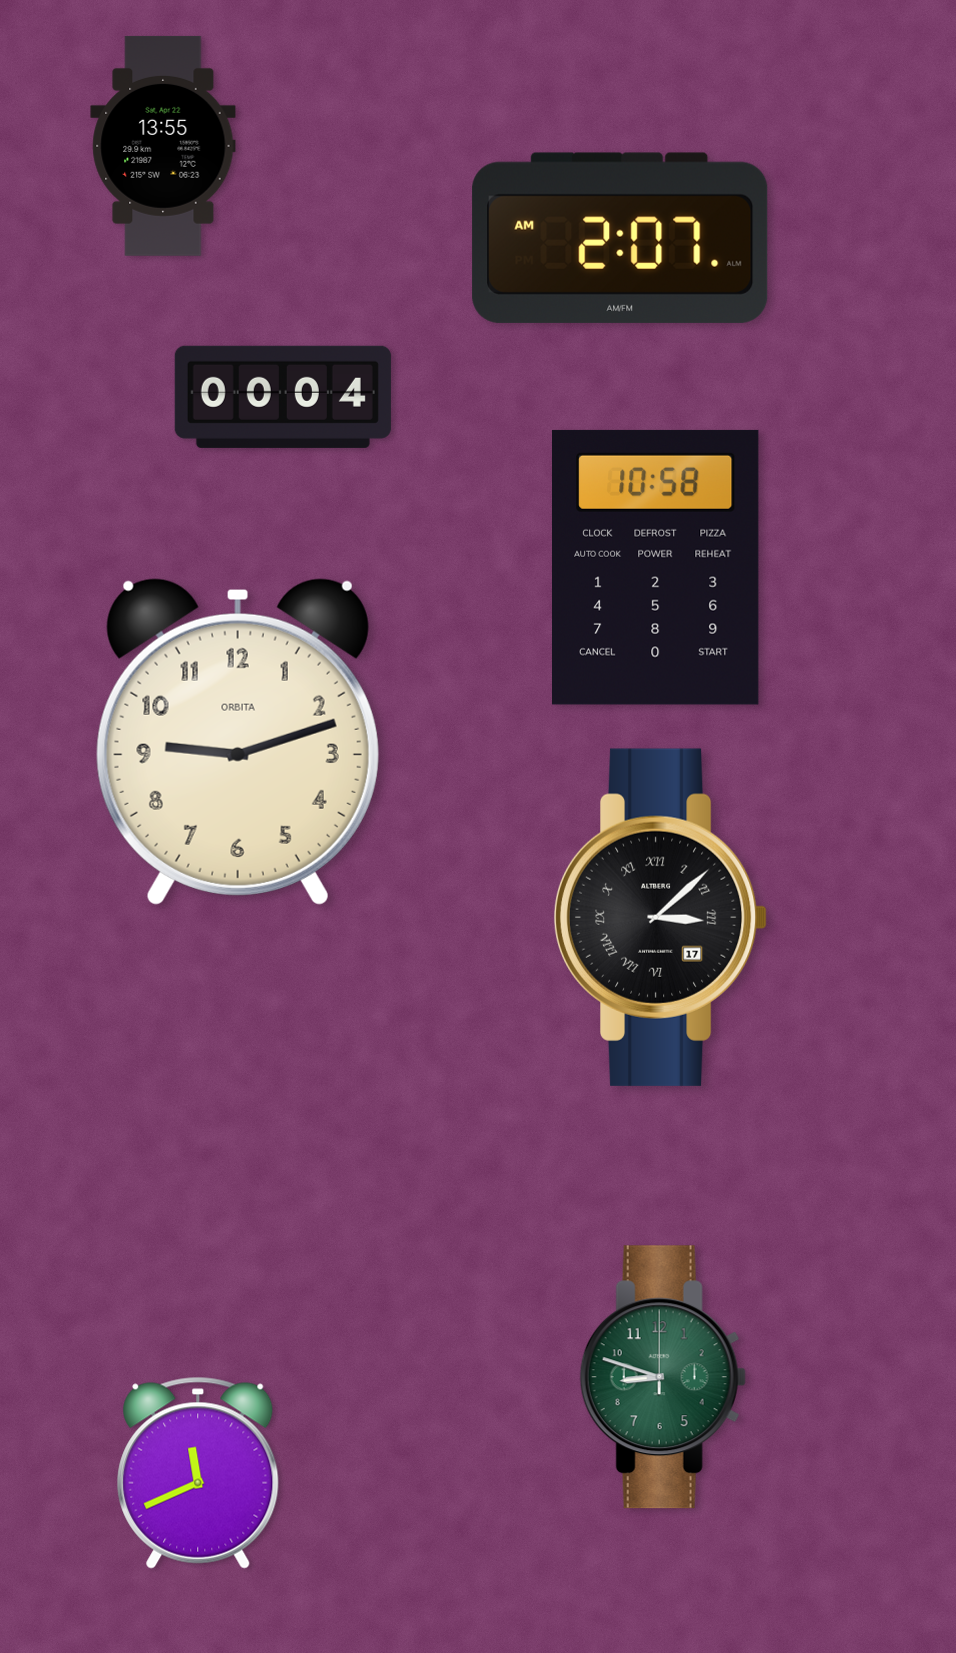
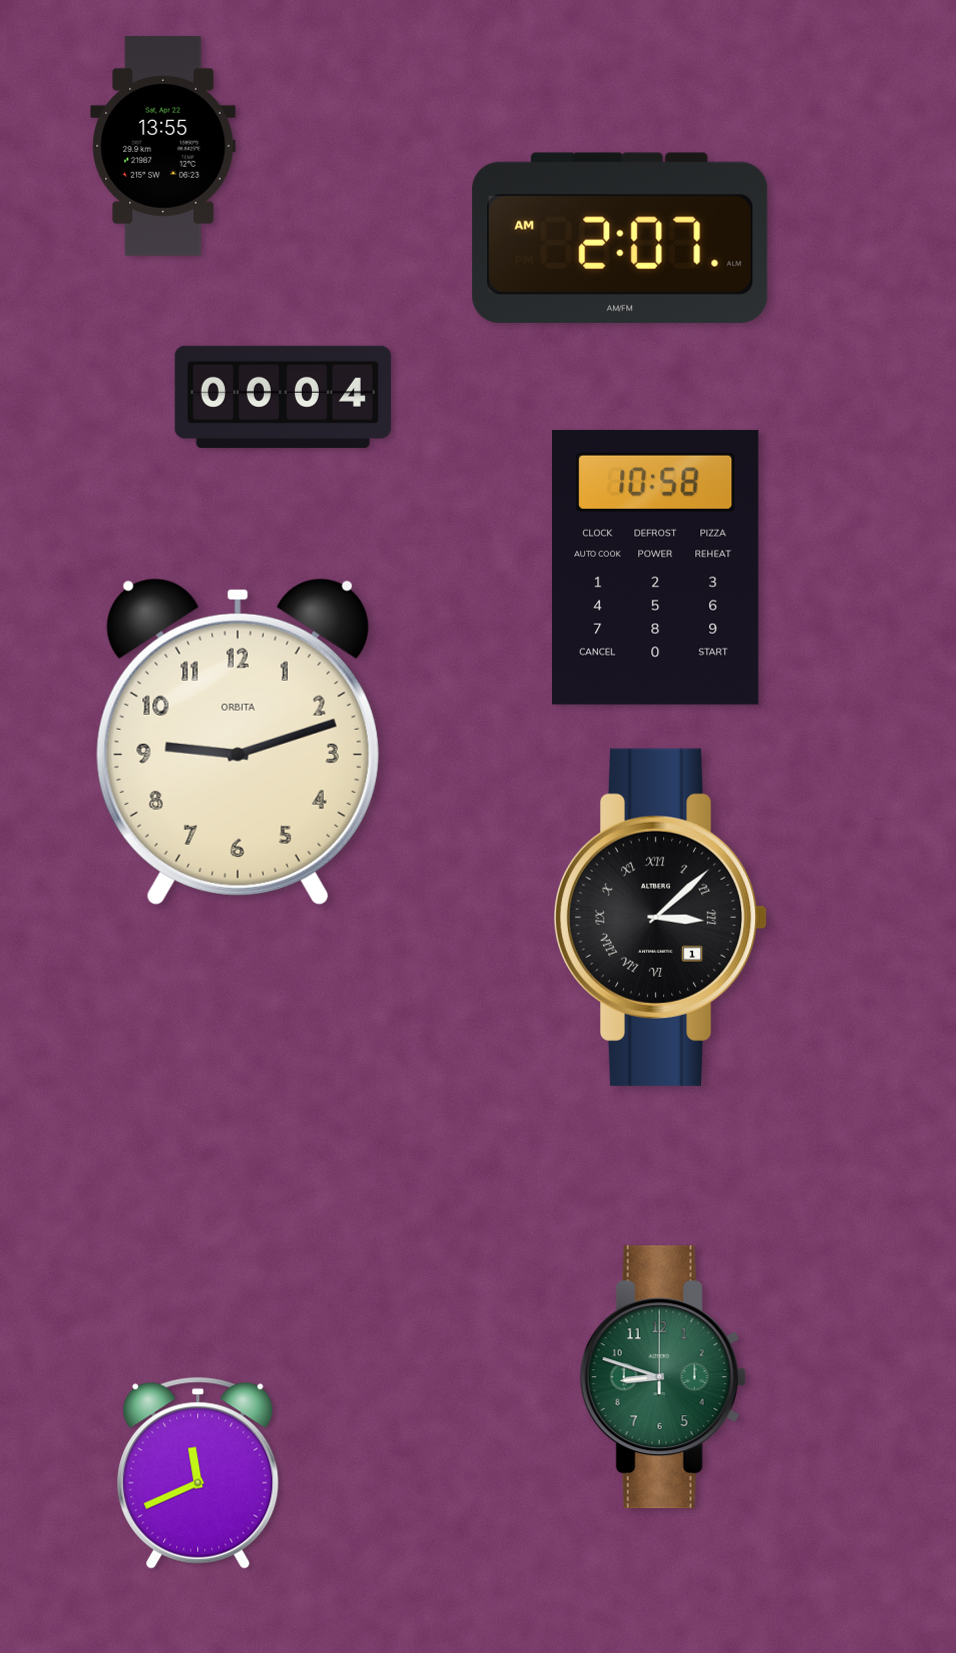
clock at (661, 917) date: 17 -> 1
